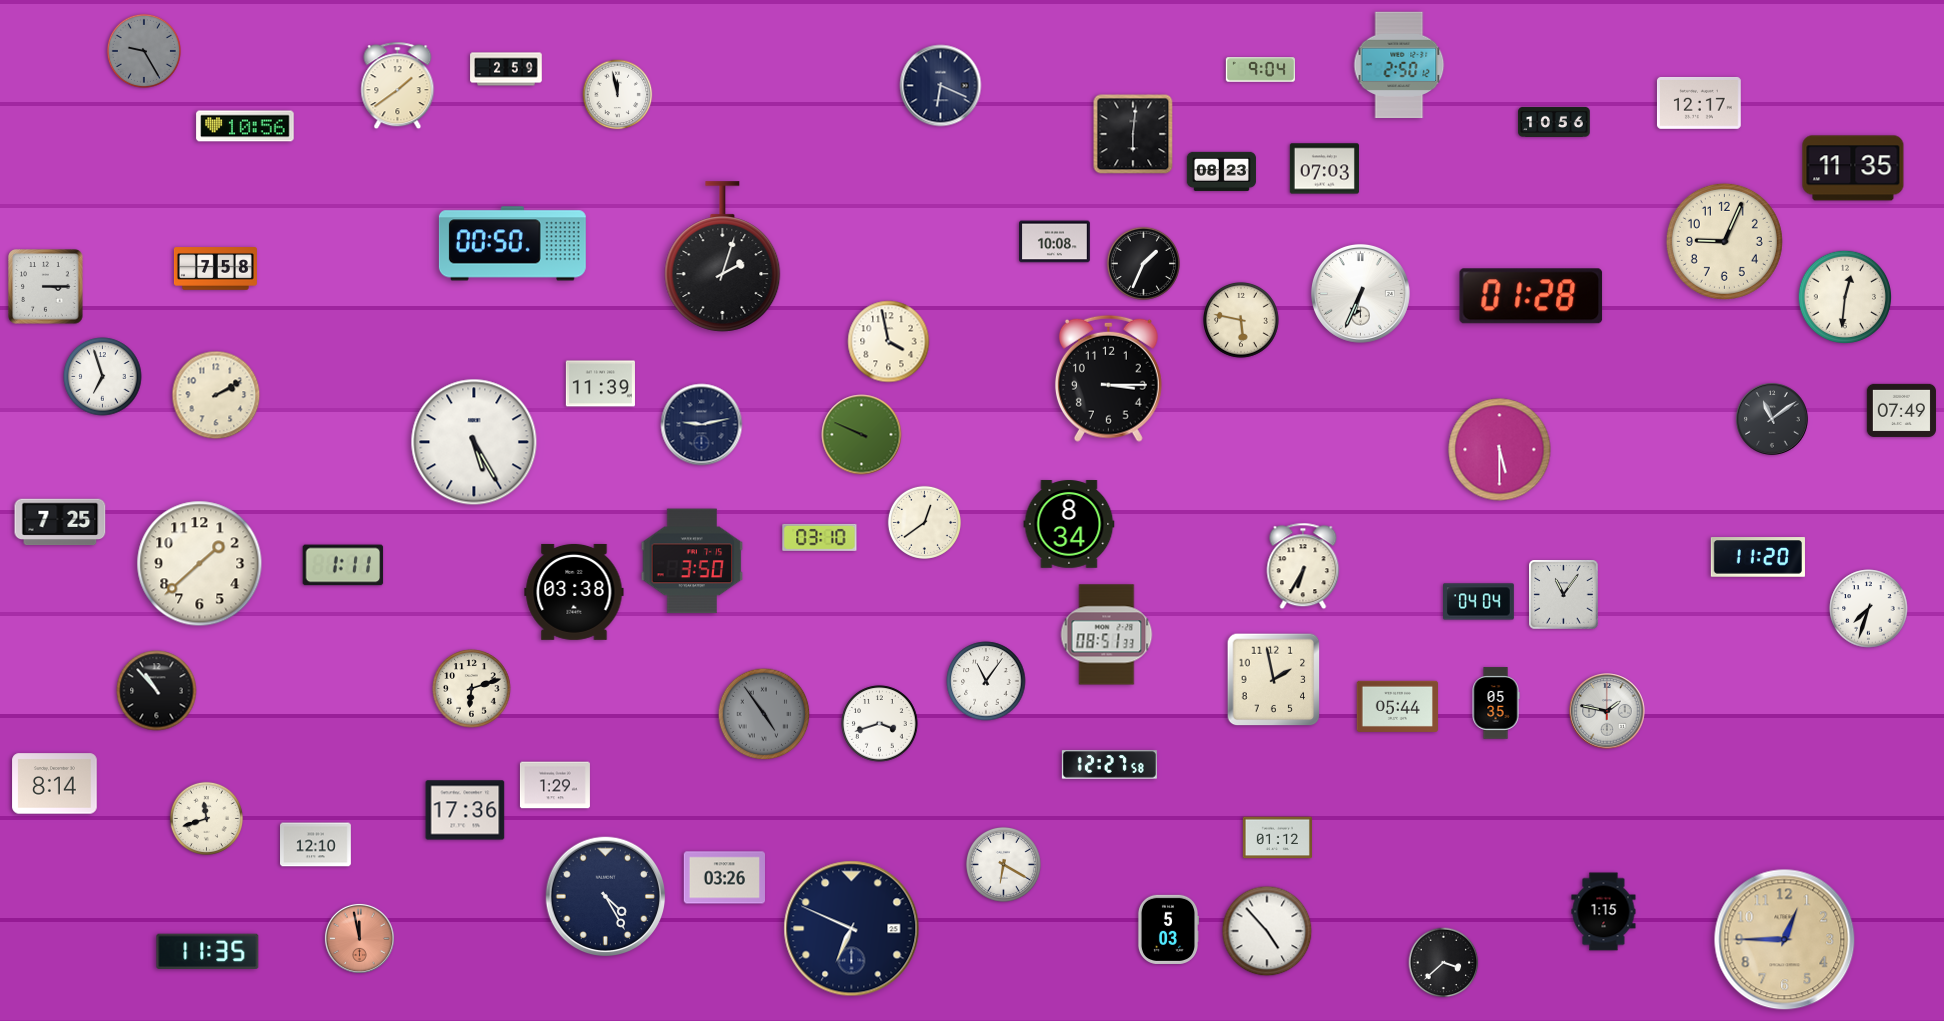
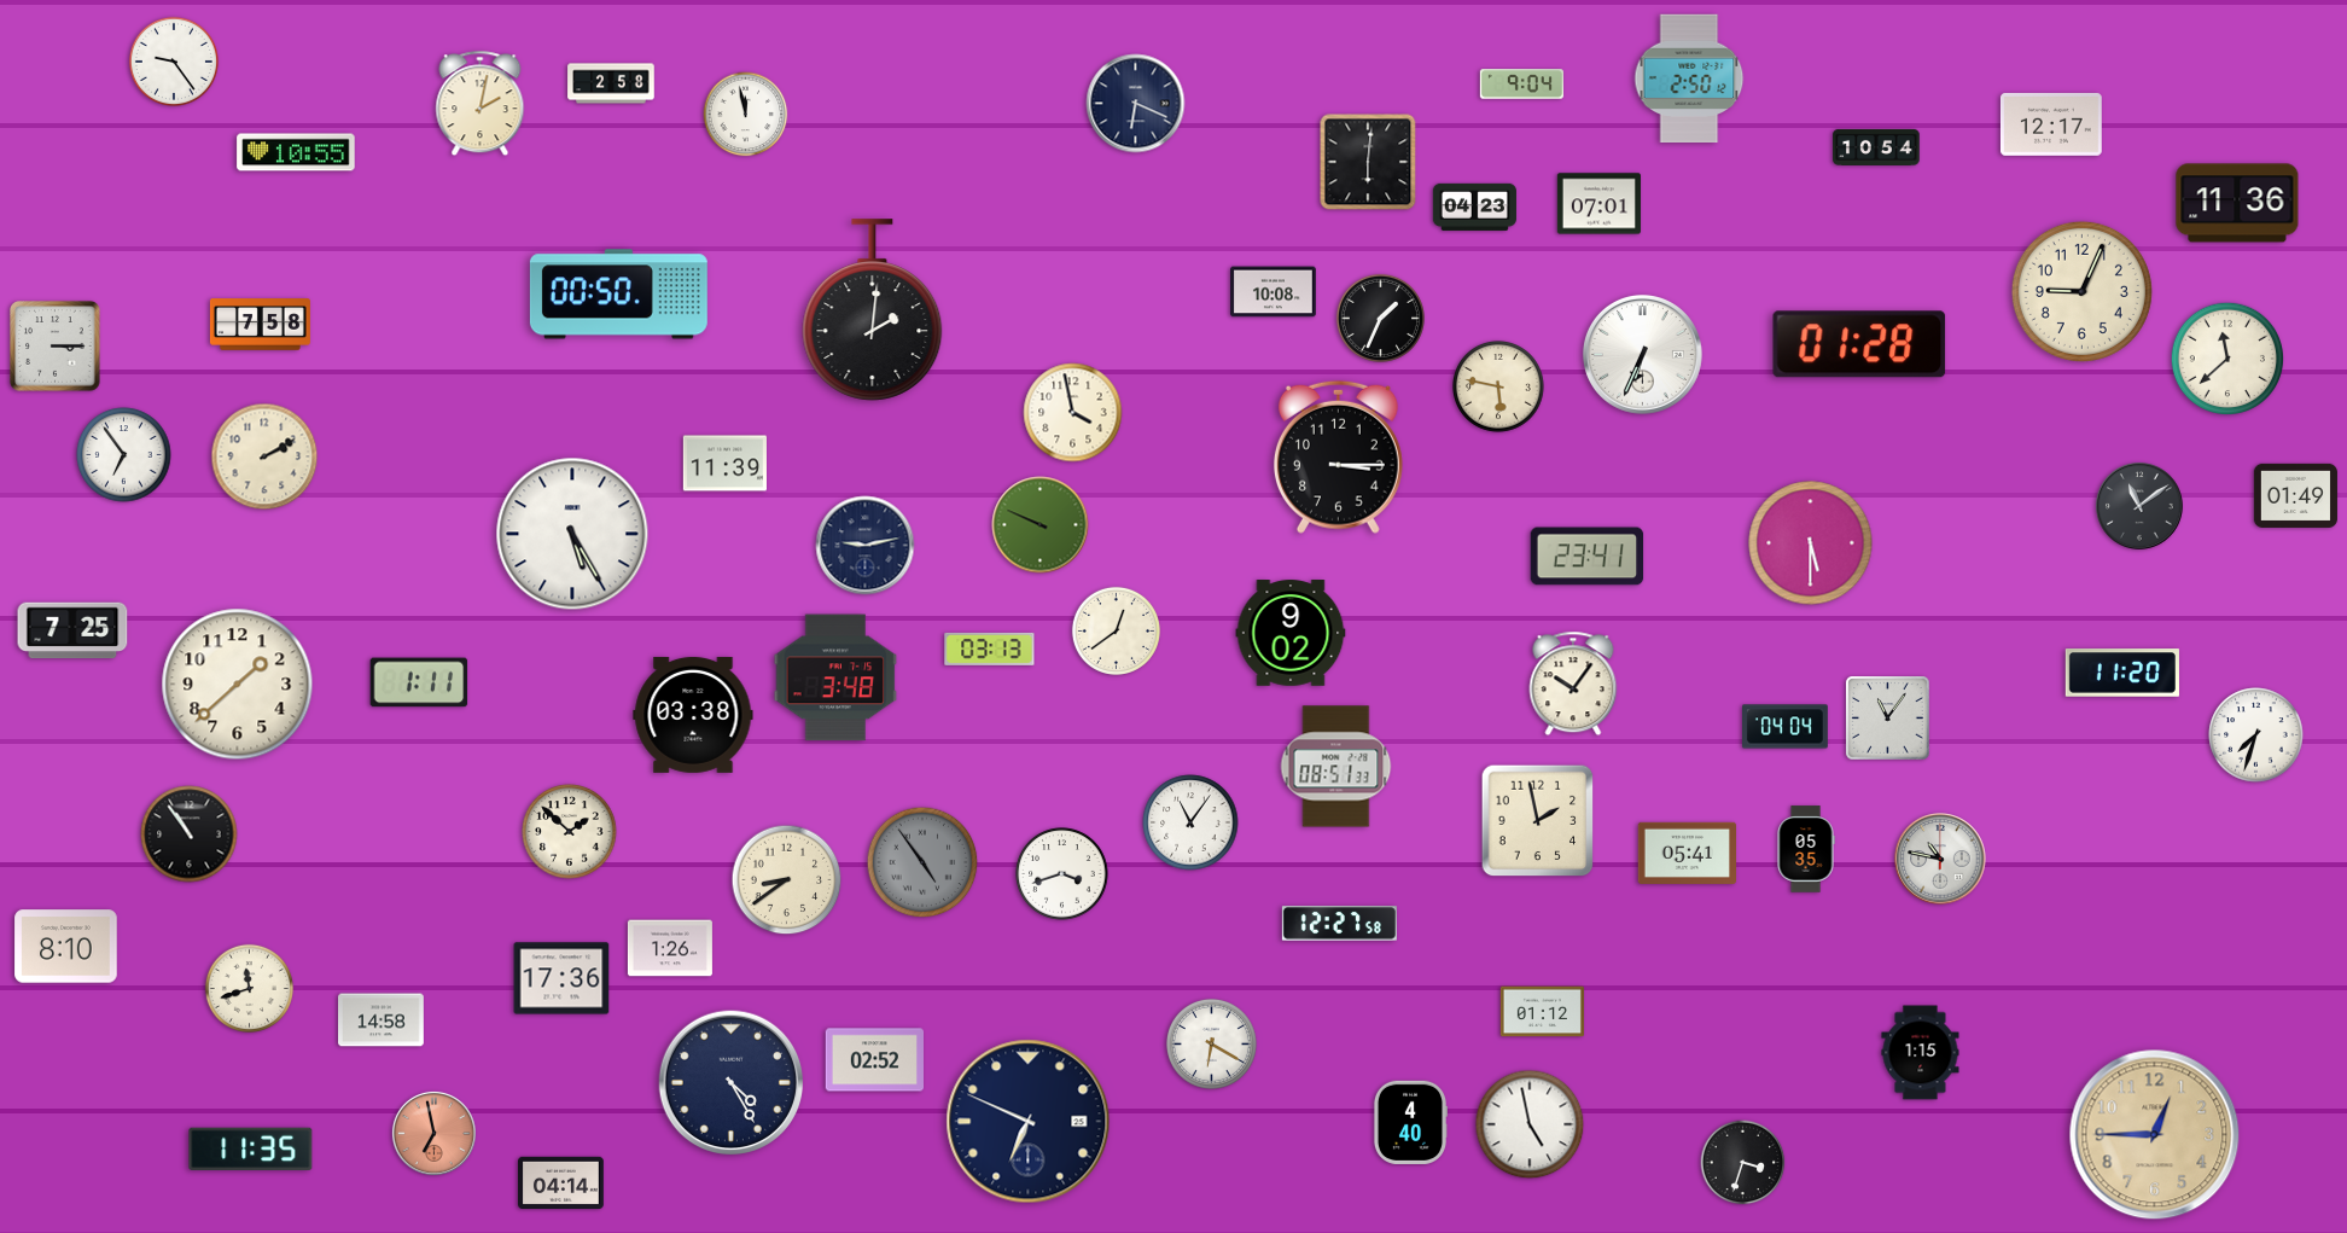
clock at (144, 51): 9:25 -> 9:24
clock at (144, 51) dial: grey -> white
clock at (506, 69): 2:59 -> 2:58
clock at (398, 86): 1:39 -> 2:02
clock at (1554, 122): 10:56 -> 10:54
clock at (245, 126): 10:56 -> 10:55
clock at (1853, 168): 11:35 -> 11:36
clock at (1324, 169): 07:03 -> 07:01
clock at (1221, 171): 08:23 -> 04:23
clock at (723, 257): 2:03 -> 2:01
clock at (1531, 296) position: (1531, 296) -> (1859, 344)
clock at (1844, 296): 12:31 -> 11:38
clock at (103, 377): 6:57 -> 6:54
clock at (216, 395) position: (216, 395) -> (264, 456)
clock at (1901, 410): 07:49 -> 01:49
clock at (702, 425) position: (702, 425) -> (866, 546)
clock at (1588, 557): none -> 23:41
clock at (1069, 524): 8:34 -> 9:02
clock at (820, 537): 03:10 -> 03:13
clock at (692, 561): 3:50 -> 3:48
clock at (200, 564) position: (200, 564) -> (238, 685)
clock at (343, 565) position: (343, 565) -> (419, 682)
clock at (1303, 566): 6:35 -> 10:06
clock at (472, 689): 6:12 -> 1:52
clock at (157, 691): 10:53 -> 10:54
clock at (1398, 706): 05:44 -> 05:41
clock at (1607, 711): 1:47 -> 10:47
clock at (787, 880): none -> 8:39
clock at (55, 784): 8:14 -> 8:10
clock at (555, 785): 1:29 -> 1:26
clock at (316, 845): 12:10 -> 14:58
clock at (724, 878): 03:26 -> 02:52
clock at (1604, 912) position: (1604, 912) -> (1921, 1053)
clock at (1167, 929): 5:03 -> 4:40
clock at (1267, 931): 4:53 -> 4:58
clock at (359, 938): 11:58 -> 6:58
clock at (1444, 963): 3:38 -> 3:33
clock at (561, 1183): none -> 04:14
